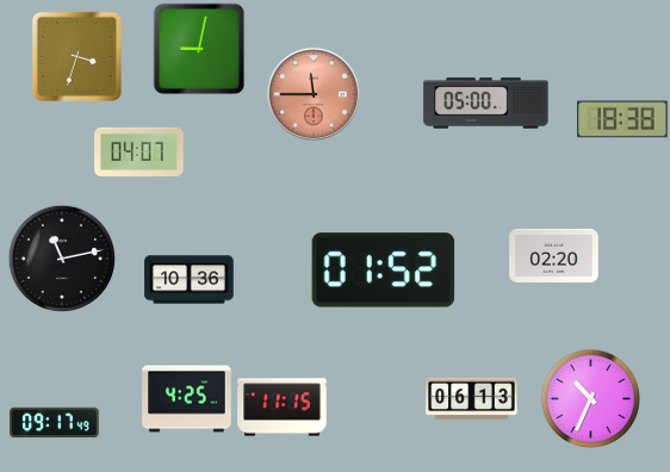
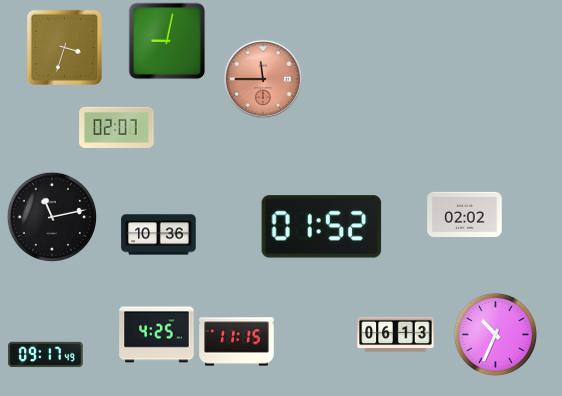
clock at (486, 104): 05:00 -> none
clock at (622, 119): 18:38 -> none
clock at (139, 151): 04:07 -> 02:07
clock at (554, 255): 02:20 -> 02:02
